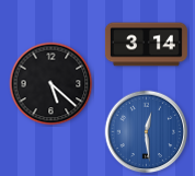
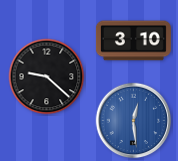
clock at (146, 45): 3:14 -> 3:10
clock at (51, 84): 5:22 -> 9:22
